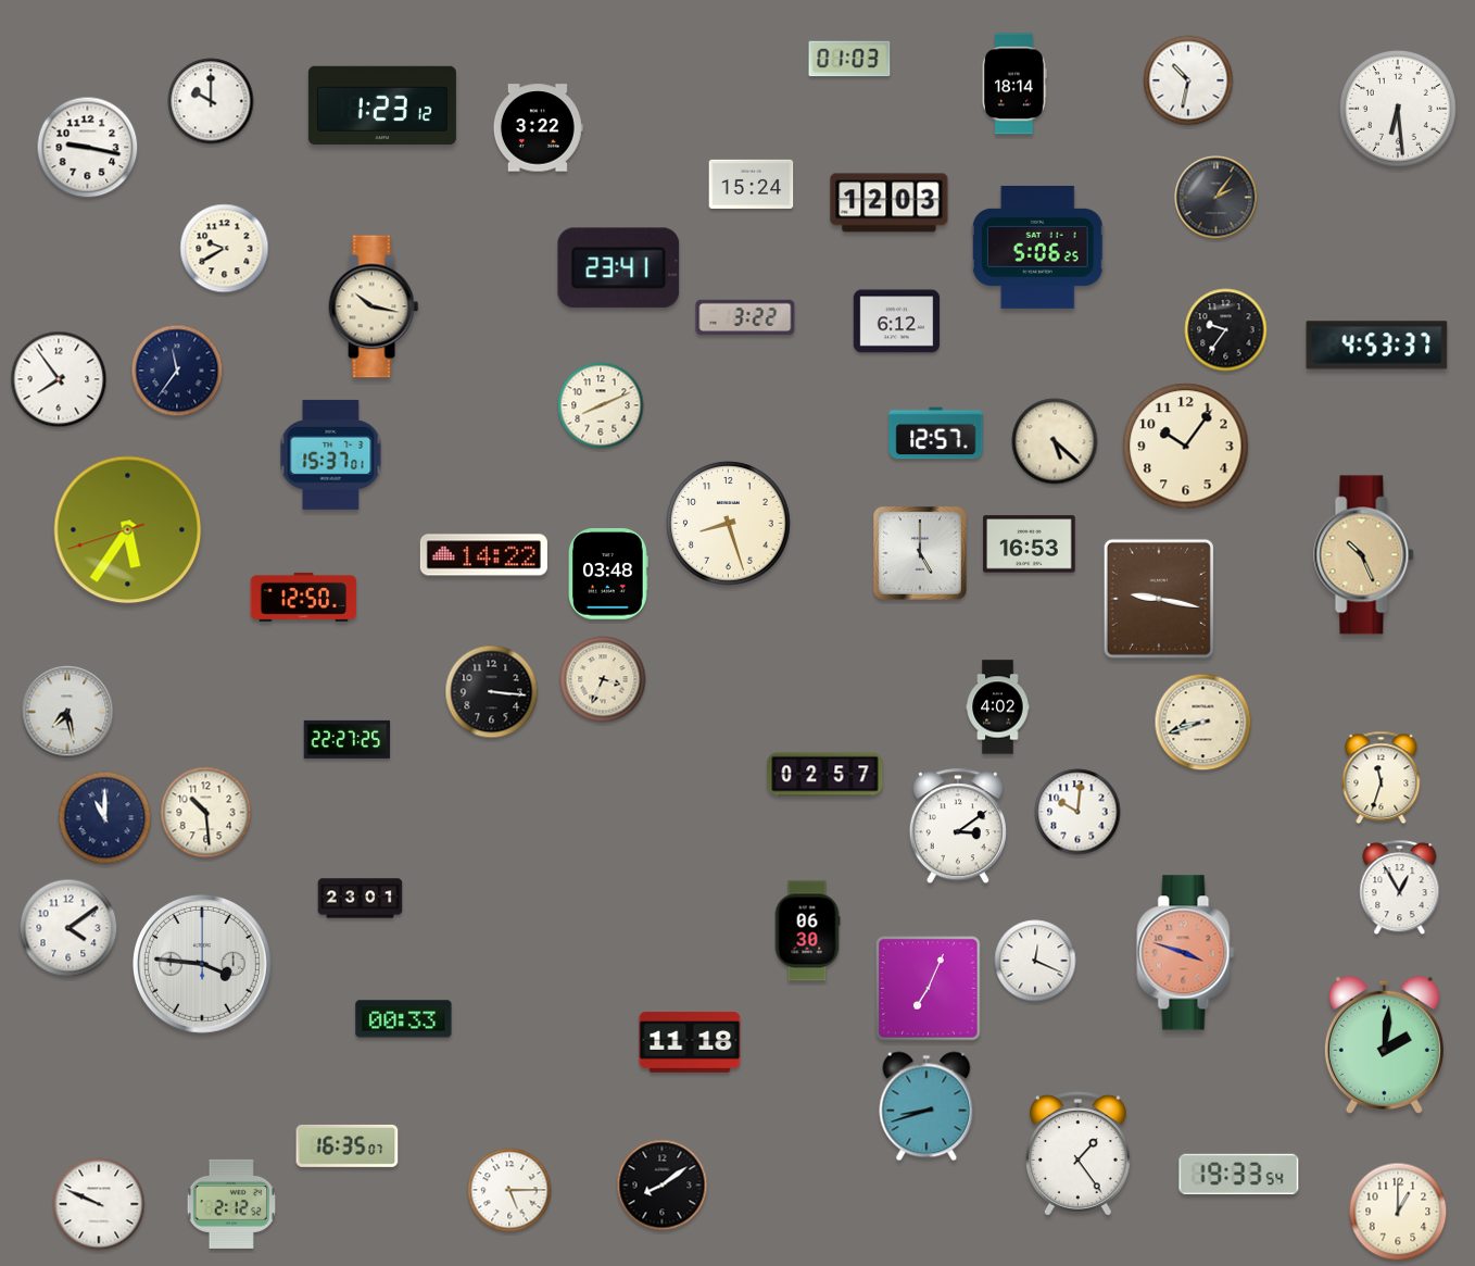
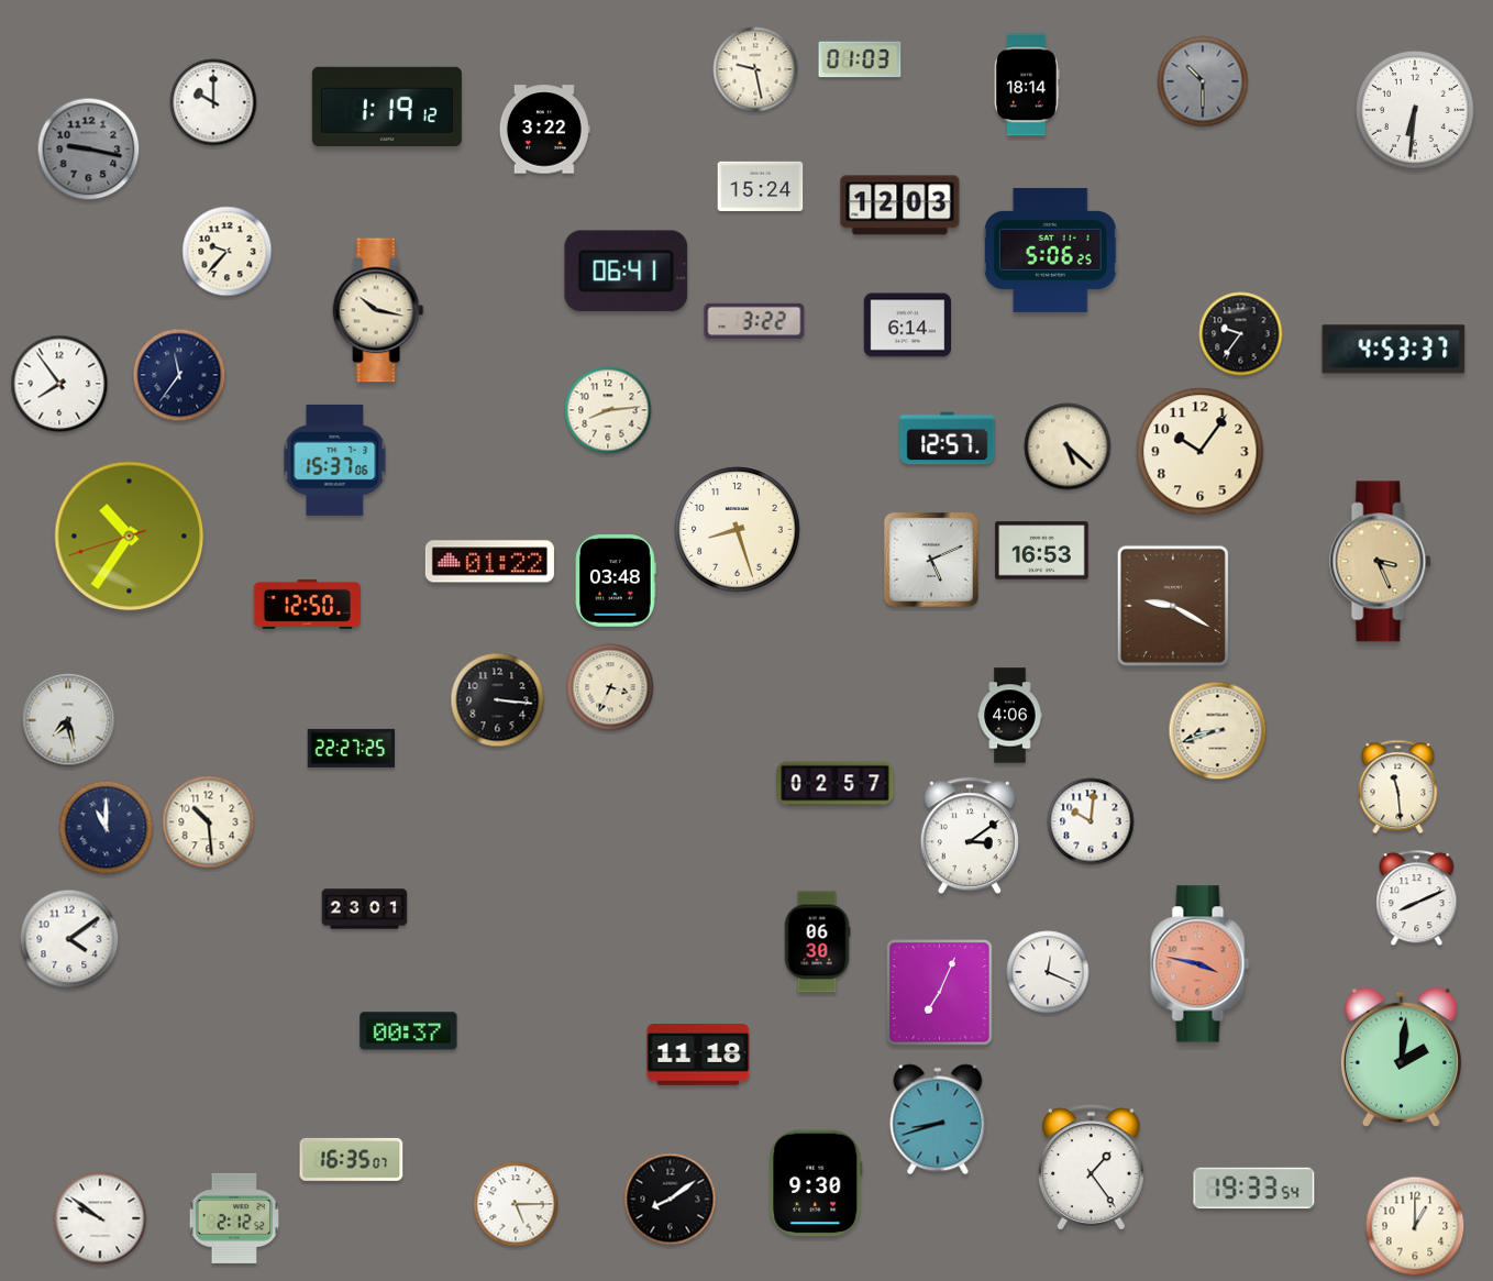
clock at (755, 69): none -> 9:28
clock at (1188, 80): 10:32 -> 10:30
clock at (1188, 80) dial: white -> grey
clock at (382, 105): 1:23 -> 1:19
clock at (1398, 109): 6:29 -> 6:31
clock at (88, 148) dial: white -> grey
clock at (1216, 198): 2:06 -> none
clock at (225, 249): 9:40 -> 9:37
clock at (619, 268): 23:41 -> 06:41
clock at (897, 322): 6:12 -> 6:14
clock at (601, 405): 8:11 -> 8:14
clock at (331, 454): 15:37:01 -> 15:37:06
clock at (128, 530): 5:35 -> 10:35
clock at (920, 553): 5:00 -> 5:11
clock at (483, 555): 14:22 -> 01:22
clock at (1364, 555): 10:26 -> 3:26
clock at (1159, 599): 9:17 -> 9:20
clock at (998, 707): 4:02 -> 4:06
clock at (1382, 778): 11:33 -> 11:29
clock at (1400, 888): 12:55 -> 8:11
clock at (1186, 953): 3:48 -> 3:47
clock at (202, 964): 3:46 -> none
clock at (929, 989) position: (929, 989) -> (940, 993)
clock at (404, 1019): 00:33 -> 00:37
clock at (816, 1183): none -> 9:30
clock at (99, 1204): 9:49 -> 9:51
